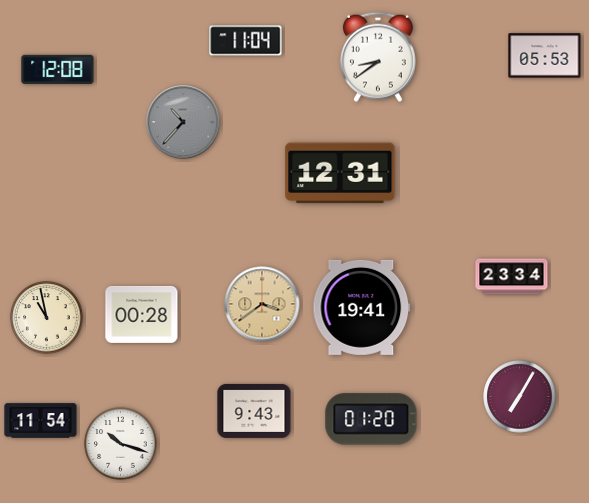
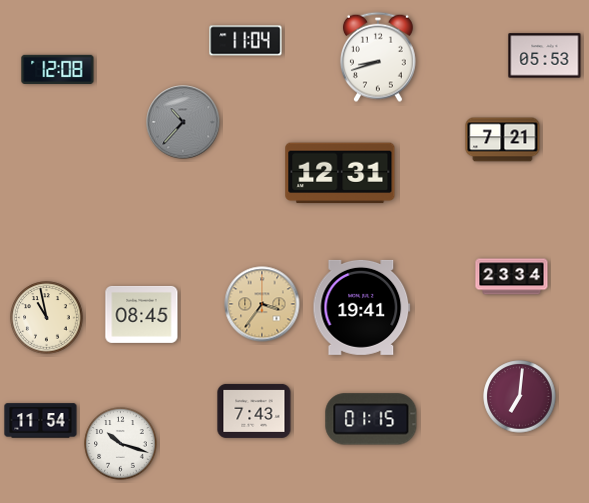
clock at (378, 57): 8:39 -> 8:42
clock at (503, 140): none -> 7:21
clock at (262, 304): 3:39 -> 3:36
clock at (142, 314): 00:28 -> 08:45
clock at (520, 397): 7:05 -> 7:01
clock at (254, 411): 9:43 -> 7:43
clock at (371, 419): 01:20 -> 01:15
